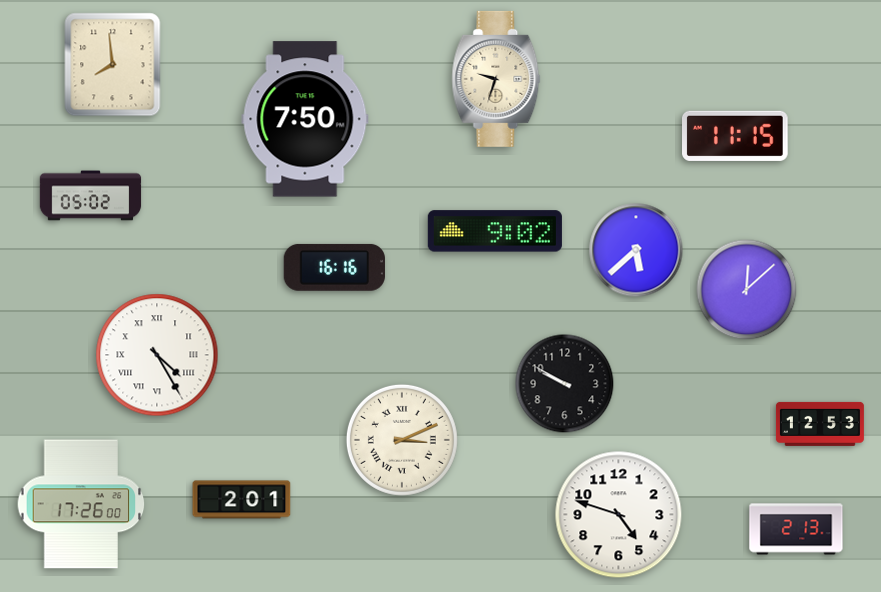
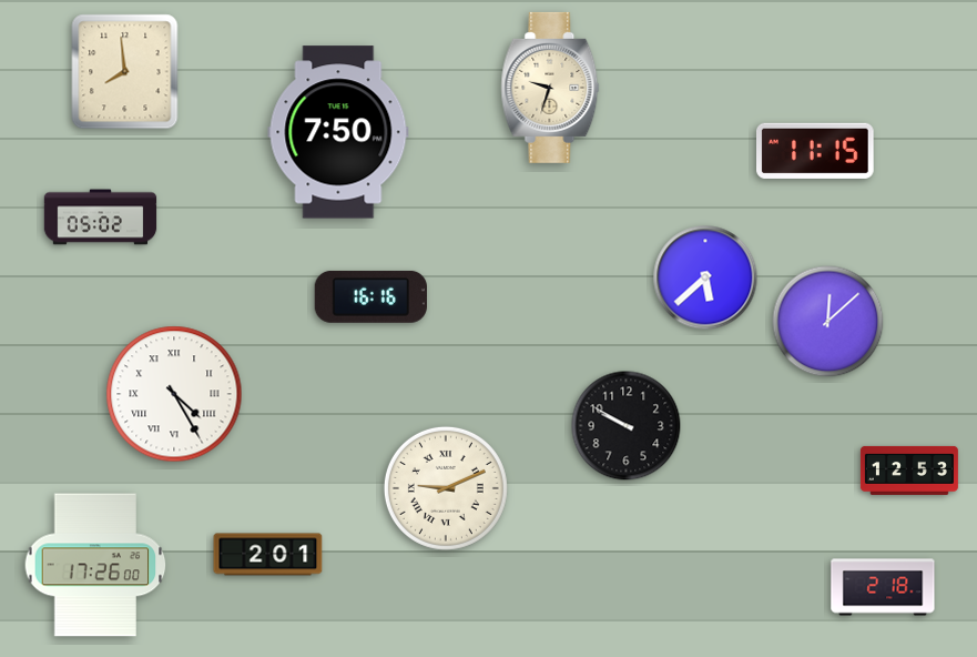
clock at (495, 231): 9:02 -> none
clock at (402, 440): 3:11 -> 9:11
clock at (81, 504) position: (81, 504) -> (95, 565)
clock at (619, 515): 4:48 -> none
clock at (796, 529): 2:13 -> 2:18
